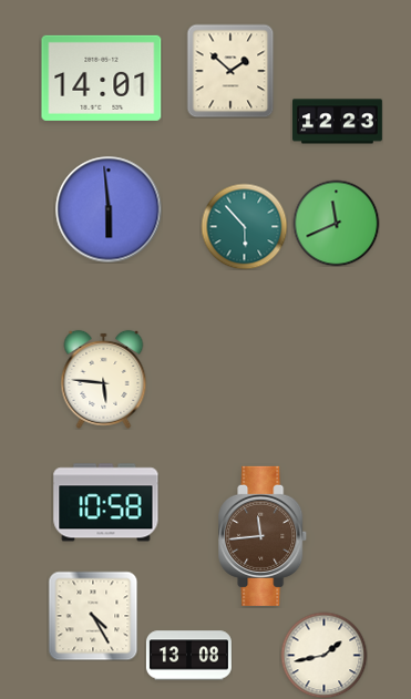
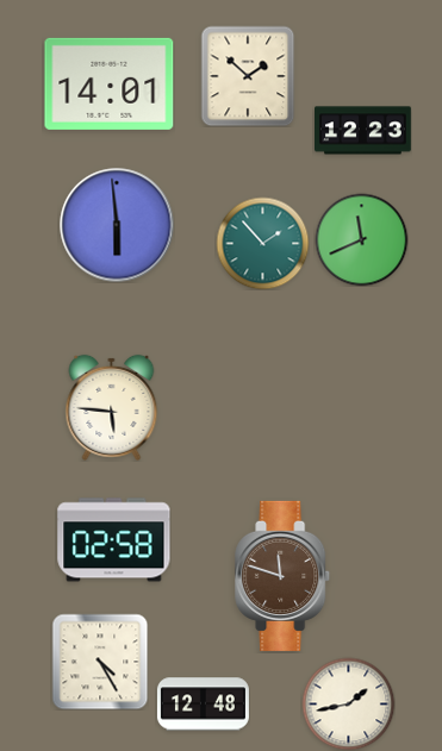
clock at (244, 226): 5:53 -> 1:53
clock at (106, 503): 10:58 -> 02:58
clock at (264, 536): 11:44 -> 11:48
clock at (188, 656): 13:08 -> 12:48
